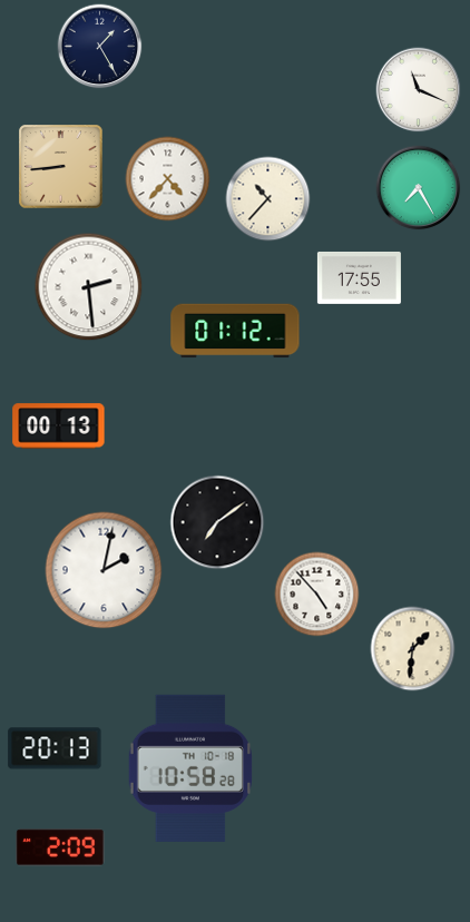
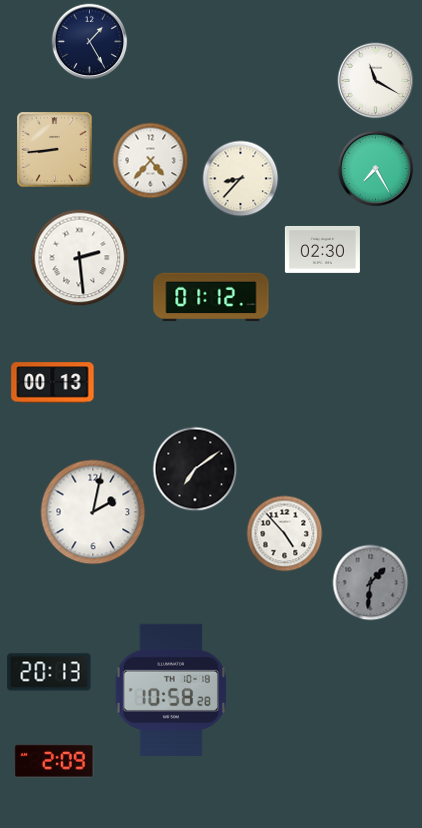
clock at (419, 90): 11:19 -> 11:20
clock at (268, 199): 10:37 -> 8:37
clock at (359, 277): 17:55 -> 02:30
clock at (413, 649) dial: cream -> grey
